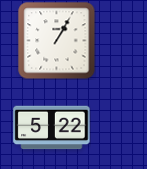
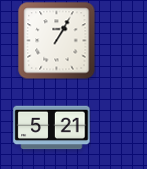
clock at (52, 128): 5:22 -> 5:21
